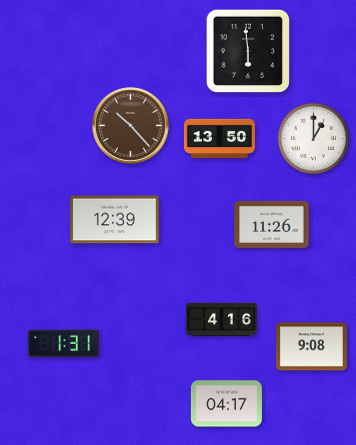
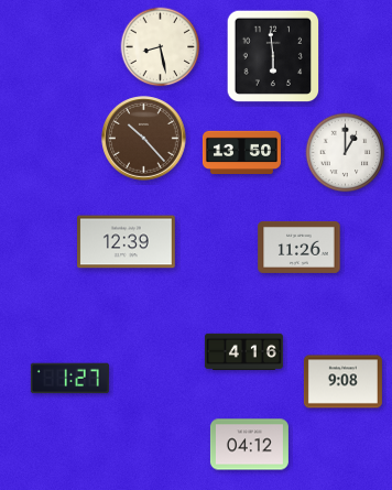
clock at (161, 47): none -> 8:28
clock at (63, 344): 1:31 -> 1:27
clock at (226, 404): 04:17 -> 04:12
